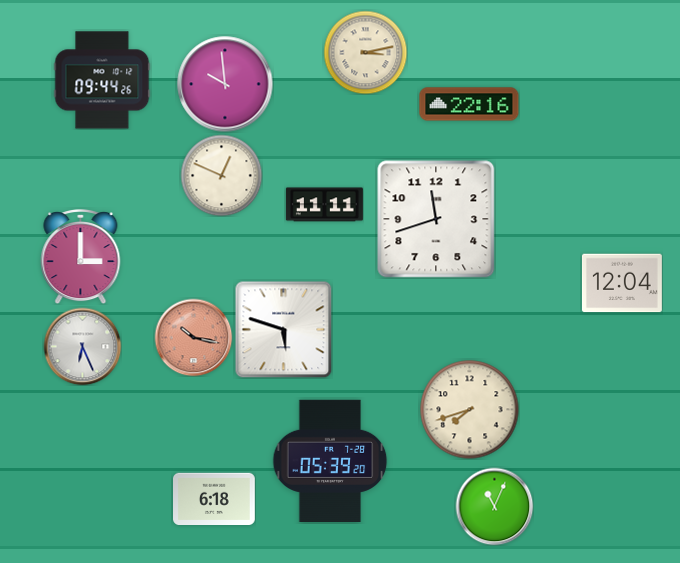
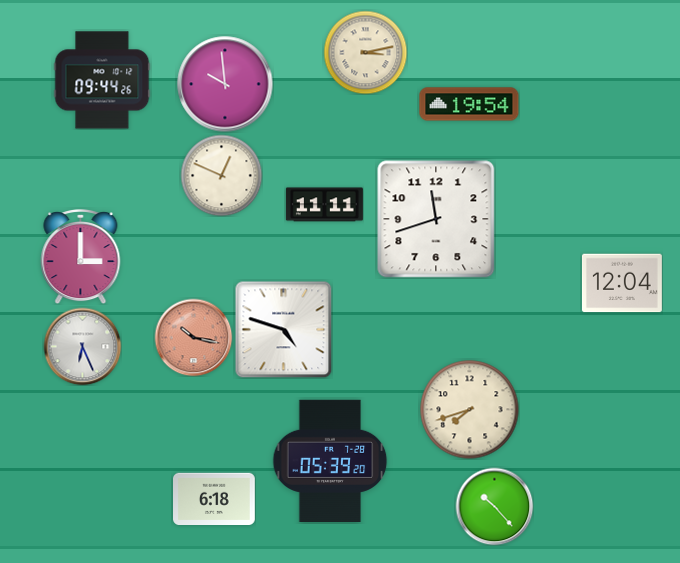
clock at (469, 104): 22:16 -> 19:54
clock at (283, 329): 5:48 -> 4:48
clock at (494, 506): 11:04 -> 10:23
